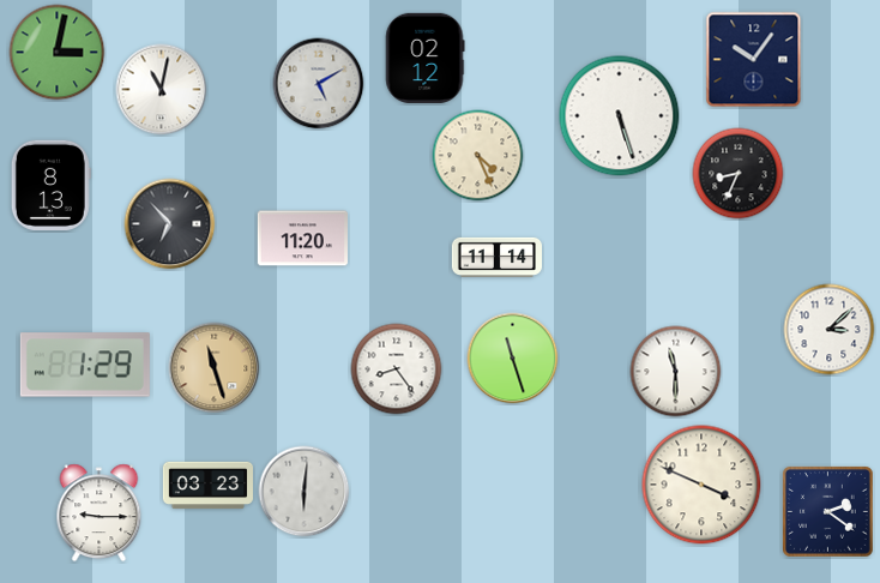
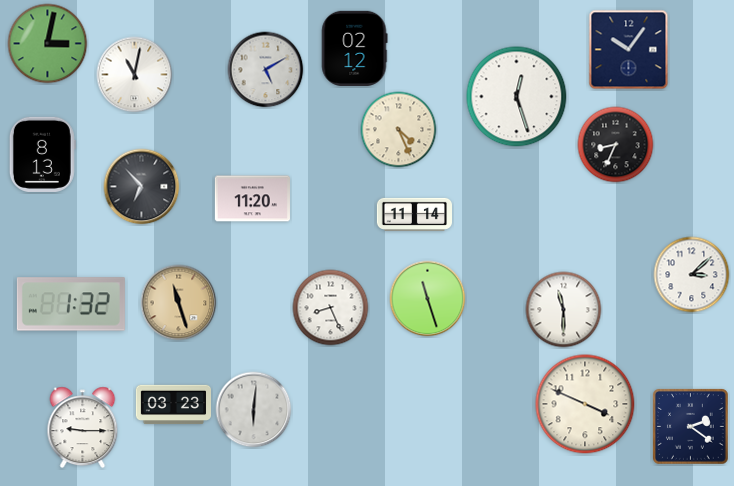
clock at (620, 116): 5:27 -> 12:27
clock at (85, 365): 1:29 -> 1:32
clock at (215, 368) position: (215, 368) -> (179, 303)
clock at (397, 369): 8:24 -> 8:26
